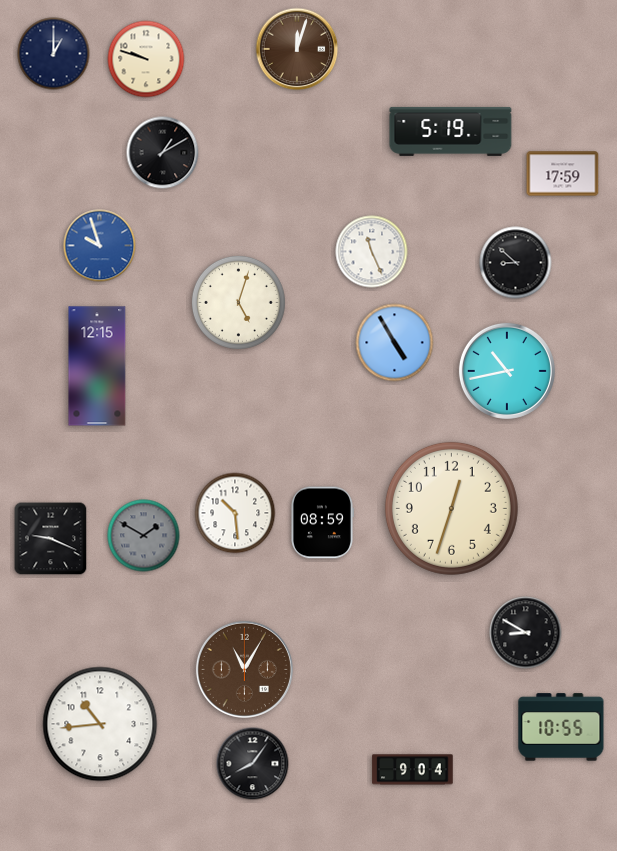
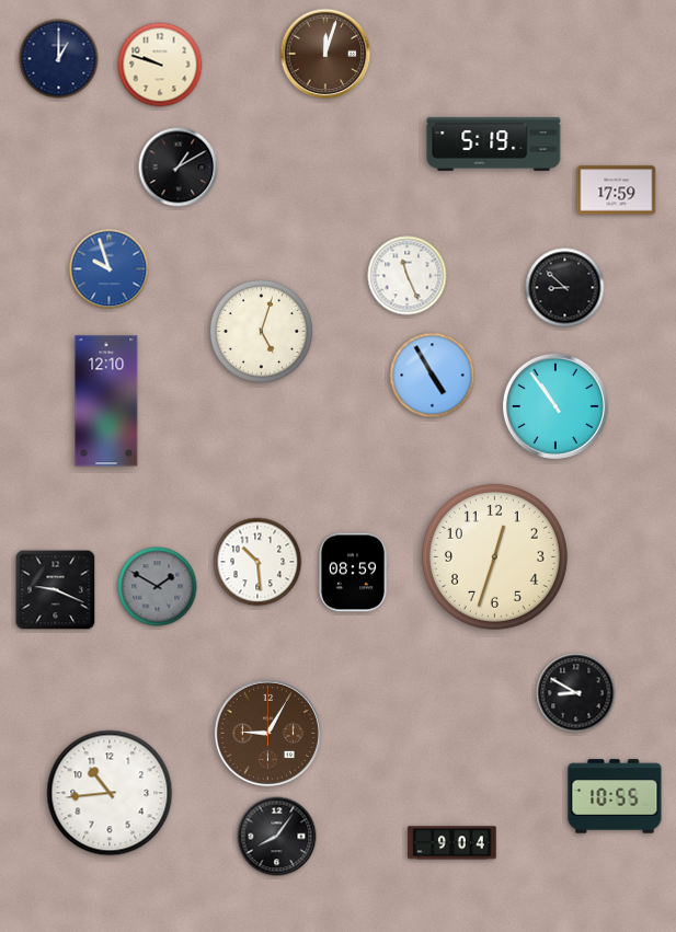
clock at (97, 366): 12:15 -> 12:10
clock at (507, 371): 10:43 -> 10:54
clock at (244, 669): 11:05 -> 9:05
